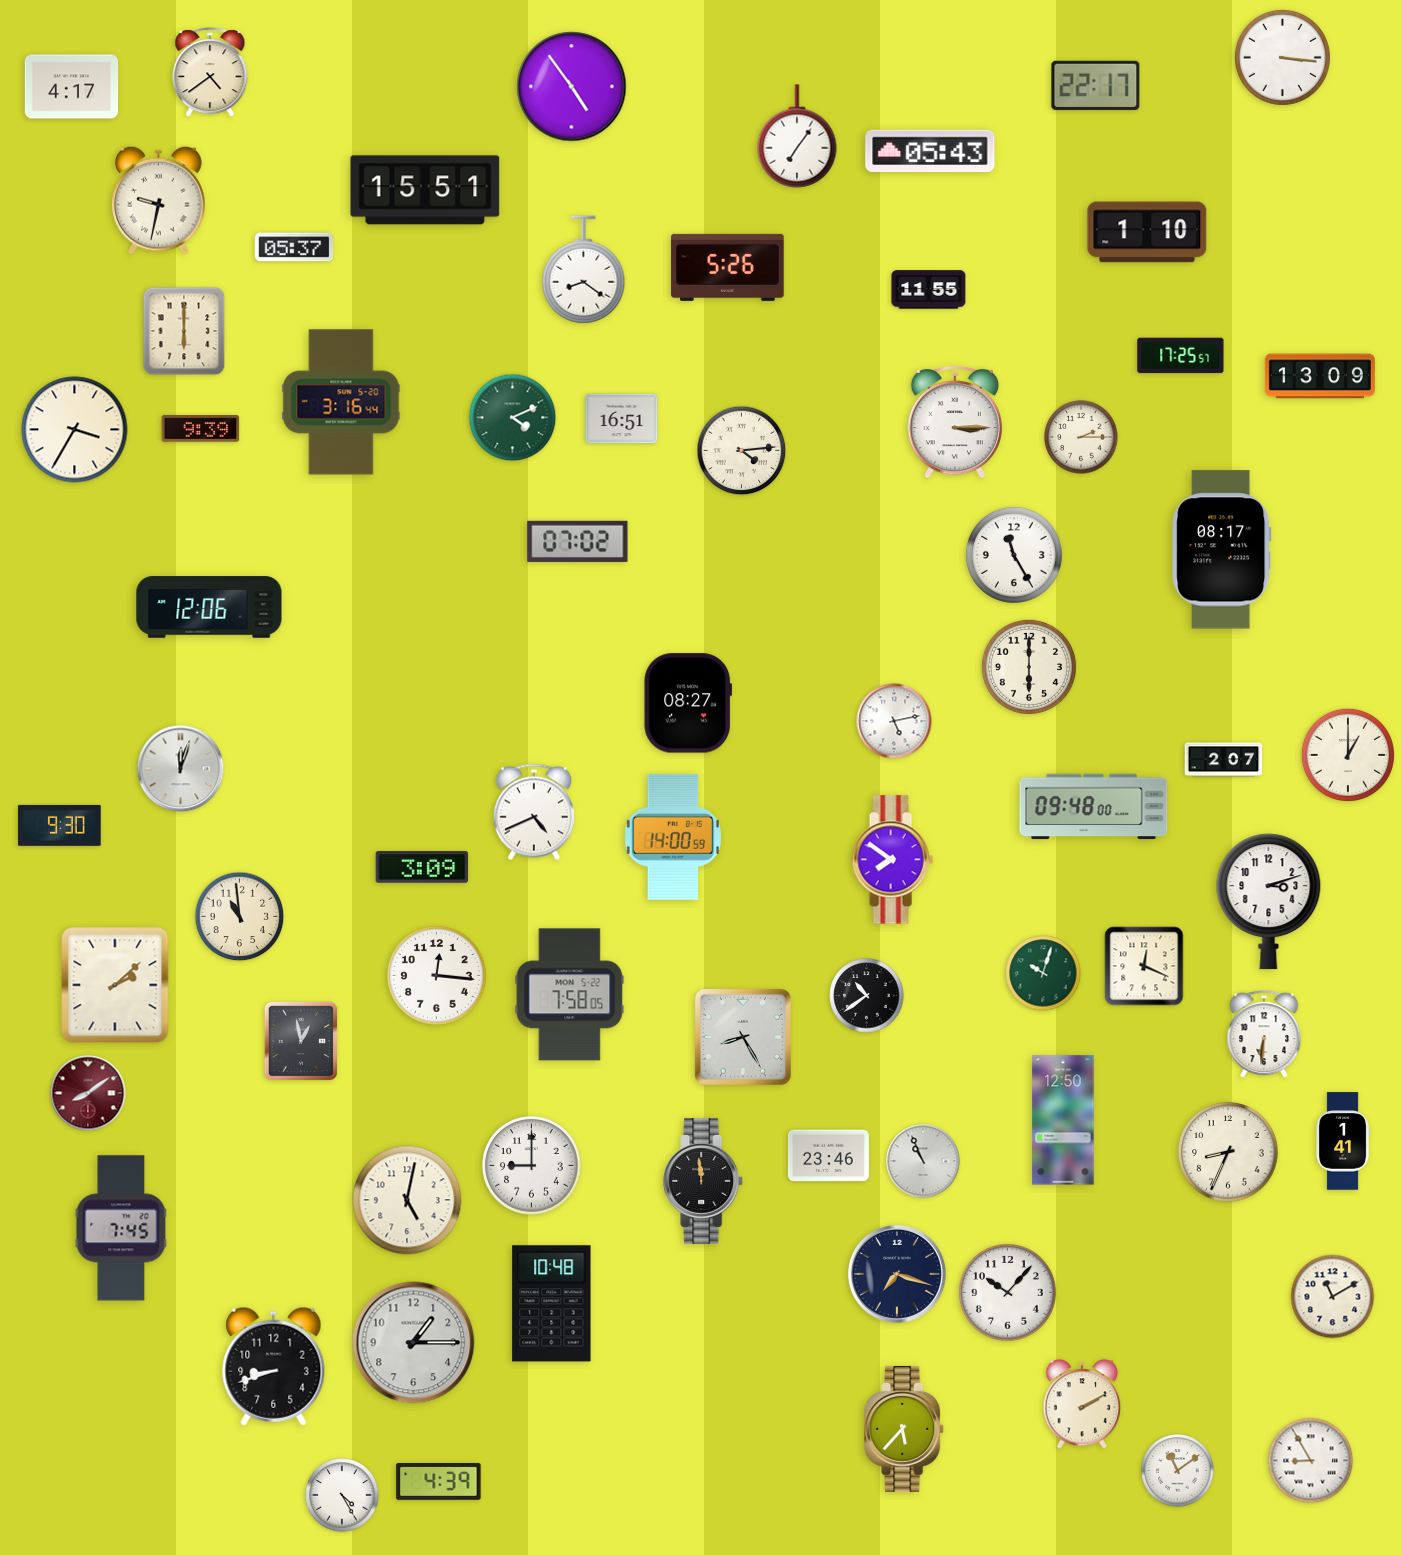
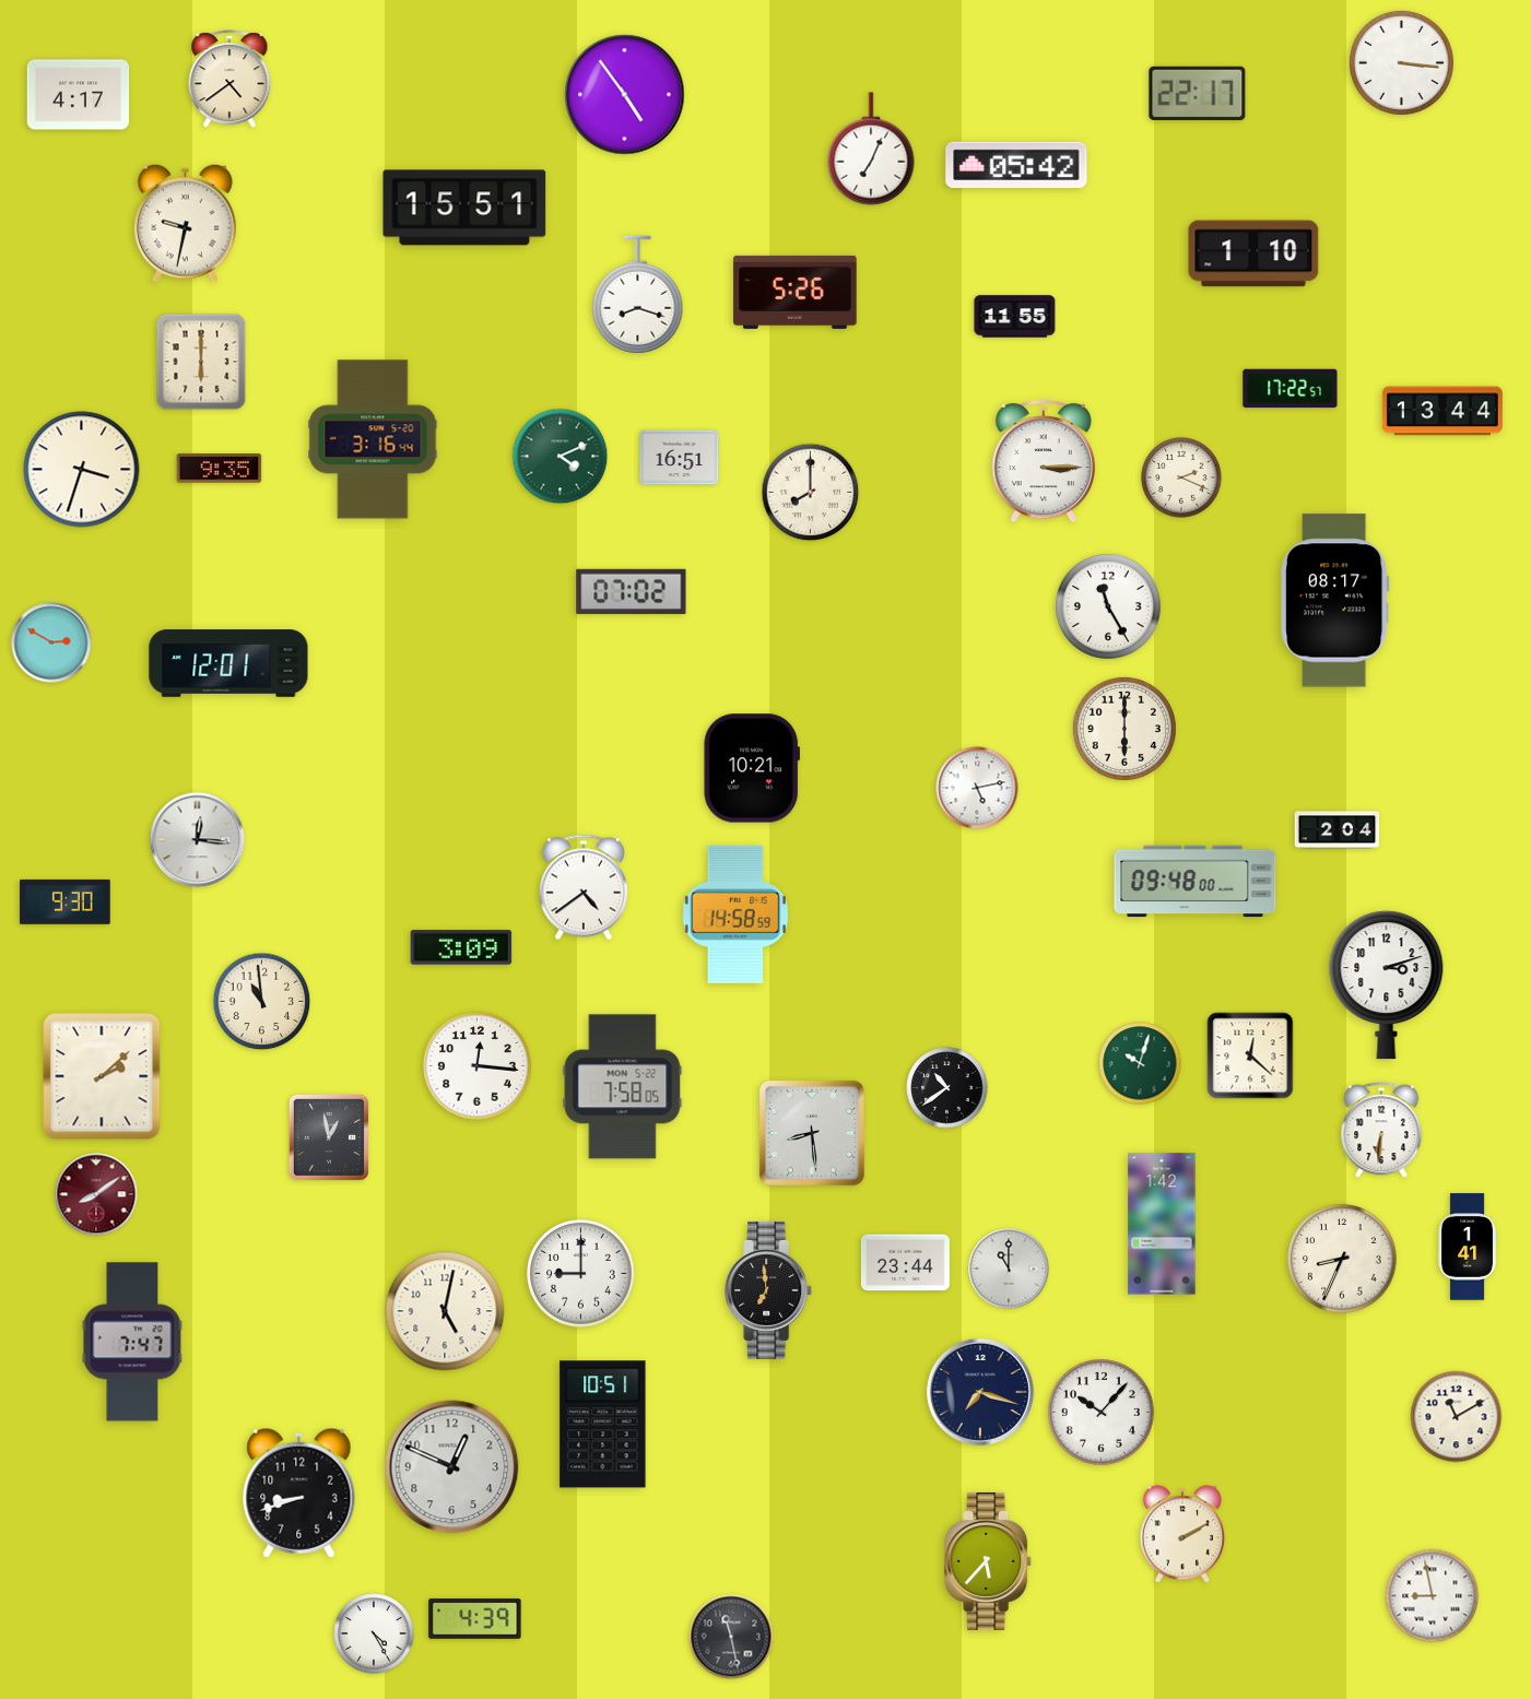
clock at (797, 136): 7:06 -> 7:04
clock at (930, 151): 05:43 -> 05:42
clock at (159, 200) position: (159, 200) -> (186, 223)
clock at (294, 247): 05:37 -> none
clock at (584, 270): 8:21 -> 8:18
clock at (1181, 356): 17:25 -> 17:22
clock at (1320, 376): 13:09 -> 13:44
clock at (201, 429): 9:39 -> 9:35
clock at (75, 430): 3:35 -> 3:33
clock at (1081, 437): 2:15 -> 2:19
clock at (742, 451): 4:14 -> 8:00
clock at (51, 642): none -> 2:50
clock at (209, 607): 12:06 -> 12:01
clock at (687, 703): 08:27 -> 10:21
clock at (1348, 755): 1:00 -> none
clock at (1224, 760): 2:07 -> 2:04
clock at (181, 769): 12:03 -> 12:16
clock at (534, 812): 4:41 -> 4:39
clock at (673, 837): 14:00 -> 14:58
clock at (892, 860): 7:51 -> none
clock at (1144, 966): 12:19 -> 12:22
clock at (115, 985) position: (115, 985) -> (102, 1076)
clock at (743, 1037): 8:25 -> 8:29
clock at (1063, 1120): 12:50 -> 1:42
clock at (828, 1156): 23:46 -> 23:44
clock at (923, 1161): 10:56 -> 11:00
clock at (704, 1181): 11:59 -> 6:59
clock at (121, 1228): 7:45 -> 7:47
clock at (552, 1304): 10:48 -> 10:51
clock at (414, 1343): 1:15 -> 12:49
clock at (1311, 1461): 8:55 -> 8:58
clock at (1178, 1471): 11:09 -> none
clock at (439, 1481) position: (439, 1481) -> (475, 1618)
clock at (731, 1637): none -> 11:28
